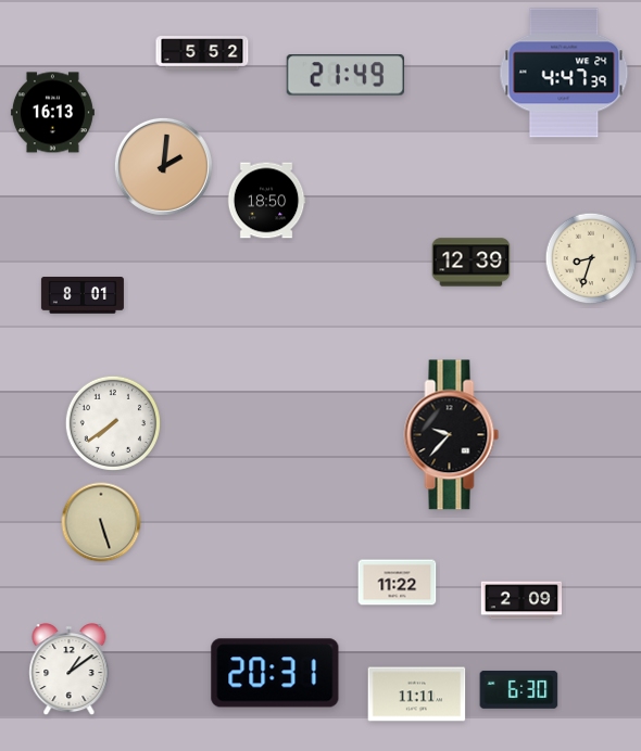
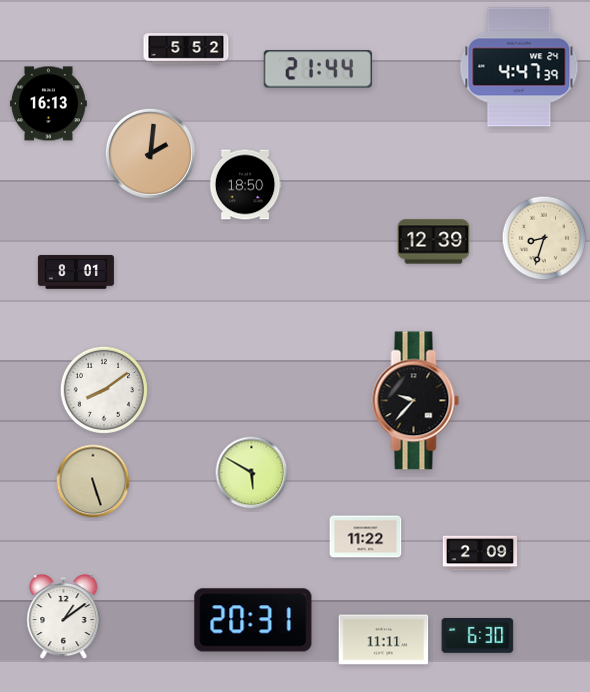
clock at (345, 75): 21:49 -> 21:44
clock at (113, 423): 7:39 -> 8:09
clock at (252, 473): none -> 5:50
